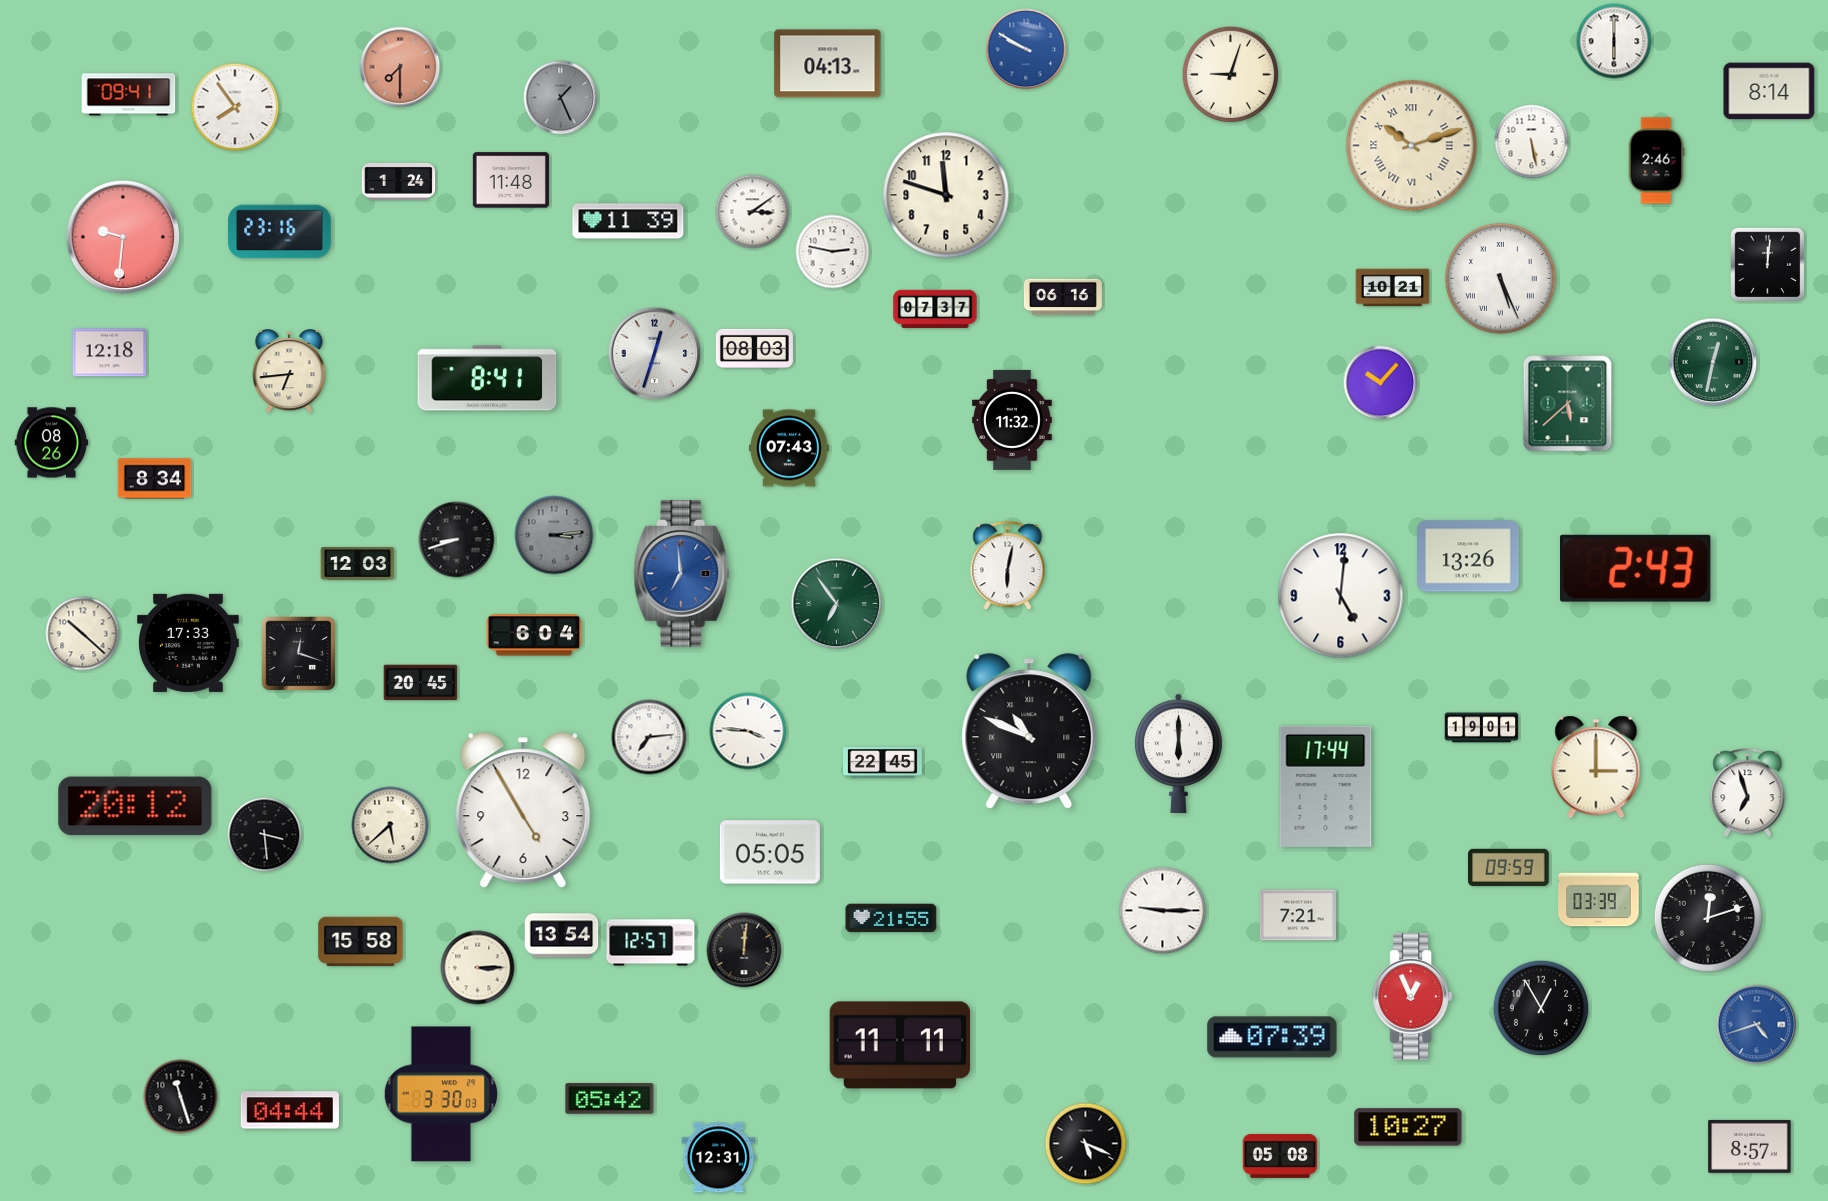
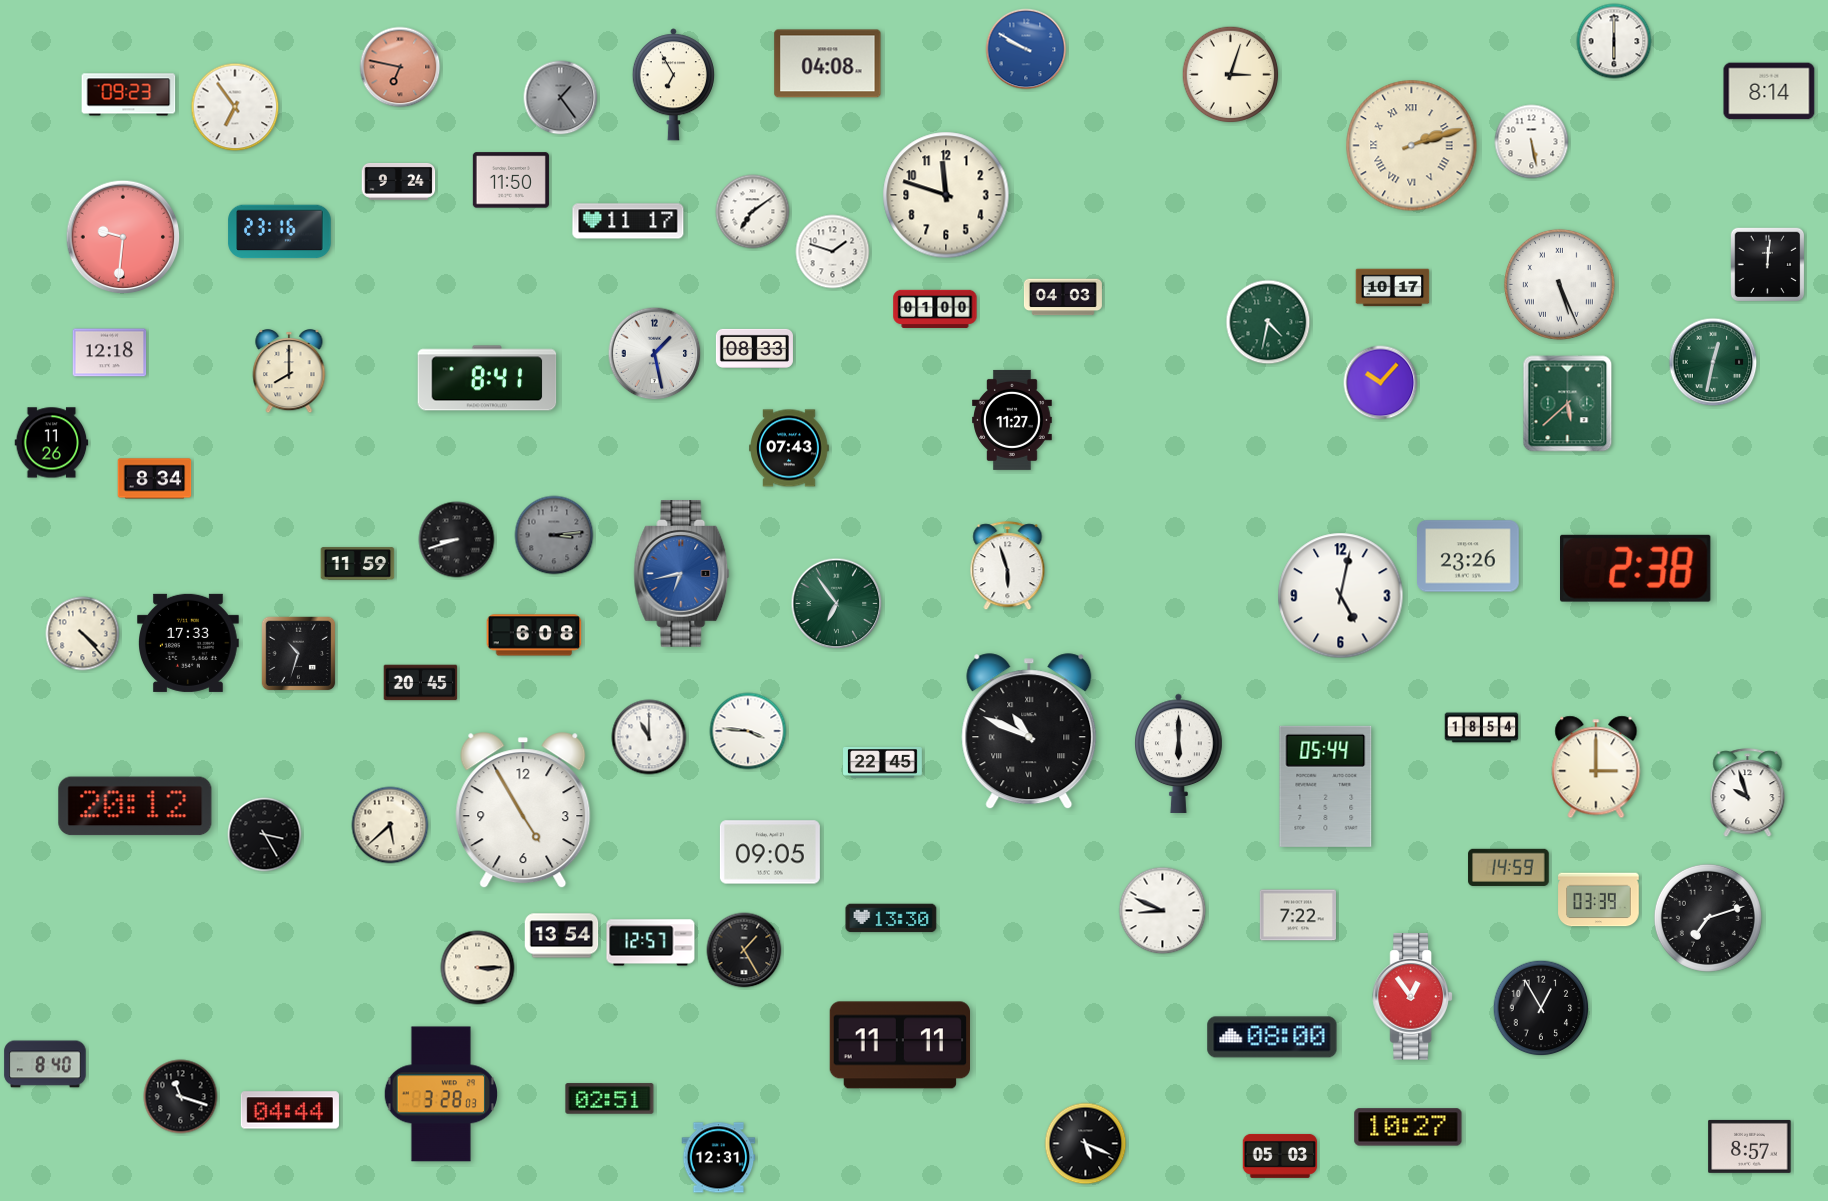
clock at (828, 64): 04:13 -> 04:08
clock at (400, 67): 7:30 -> 6:47
clock at (1231, 75): 9:03 -> 3:03
clock at (673, 85): none -> 6:55
clock at (129, 95): 09:41 -> 09:23
clock at (561, 98): 1:26 -> 1:24
clock at (235, 107): 7:54 -> 6:54
clock at (1412, 146): 10:12 -> 2:12
clock at (1656, 161): 2:46 -> none
clock at (511, 180): 11:48 -> 11:50
clock at (399, 182): 1:24 -> 9:24
clock at (753, 212): 3:09 -> 7:09
clock at (628, 221): 11:39 -> 11:17
clock at (833, 252): 2:47 -> 1:48
clock at (1500, 278) position: (1500, 278) -> (1559, 284)
clock at (1393, 288): 10:21 -> 10:17
clock at (1063, 297): 06:16 -> 04:03
clock at (935, 308): 07:37 -> 01:00
clock at (1268, 322): none -> 4:32
clock at (754, 348): 08:03 -> 08:33
clock at (655, 354): 12:33 -> 1:28
clock at (289, 372): 6:44 -> 8:00
clock at (1013, 420): 11:32 -> 11:27
clock at (52, 443): 08:26 -> 11:26
clock at (1469, 556): 13:26 -> 23:26
clock at (358, 564): 12:03 -> 11:59
clock at (1008, 566): 6:02 -> 5:57
clock at (1636, 568): 2:43 -> 2:38
clock at (682, 574): 6:59 -> 6:43
clock at (1341, 596): 5:01 -> 5:02
clock at (83, 634): 10:22 -> 4:23
clock at (534, 635): 6:04 -> 6:08
clock at (299, 654): 12:18 -> 10:33
clock at (1482, 728): 19:01 -> 18:54
clock at (649, 737): 7:14 -> 11:00
clock at (1326, 786): 17:44 -> 05:44
clock at (1748, 793): 6:57 -> 9:57
clock at (265, 835): 3:29 -> 3:25
clock at (770, 852): 05:05 -> 09:05
clock at (1509, 867): 09:59 -> 14:59
clock at (1163, 911): 9:15 -> 8:49
clock at (1298, 915): 7:21 -> 7:22
clock at (891, 918): 21:55 -> 13:30
clock at (1708, 918): 12:12 -> 7:12
clock at (361, 942): 15:58 -> none
clock at (744, 950): 12:01 -> 1:25
clock at (1412, 997): 12:56 -> 12:54
clock at (1757, 1025): 4:42 -> none
clock at (1272, 1037): 07:39 -> 08:00
clock at (45, 1064): none -> 8:40
clock at (441, 1094): 3:30 -> 3:28
clock at (181, 1097): 11:27 -> 11:18
clock at (610, 1099): 05:42 -> 02:51
clock at (1280, 1156): 05:08 -> 05:03
